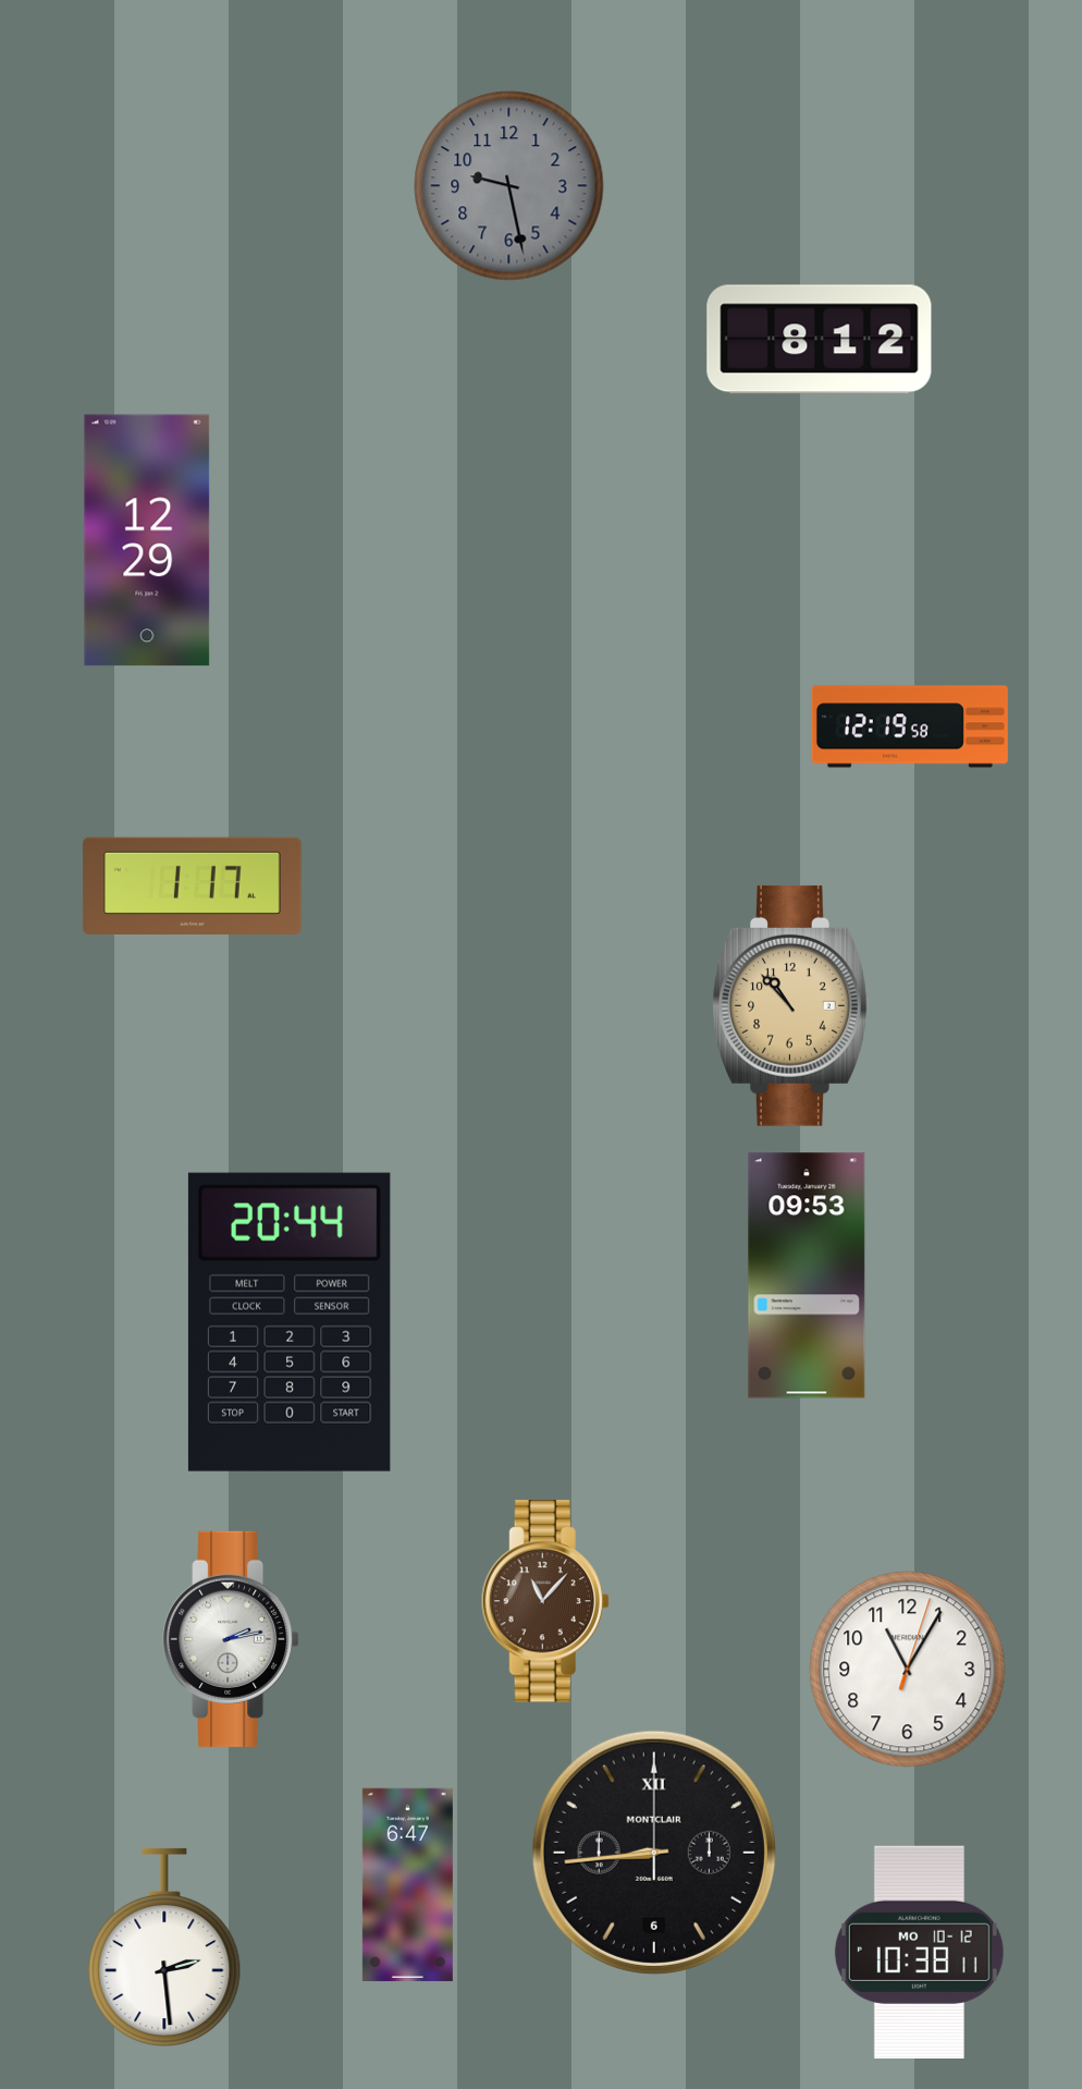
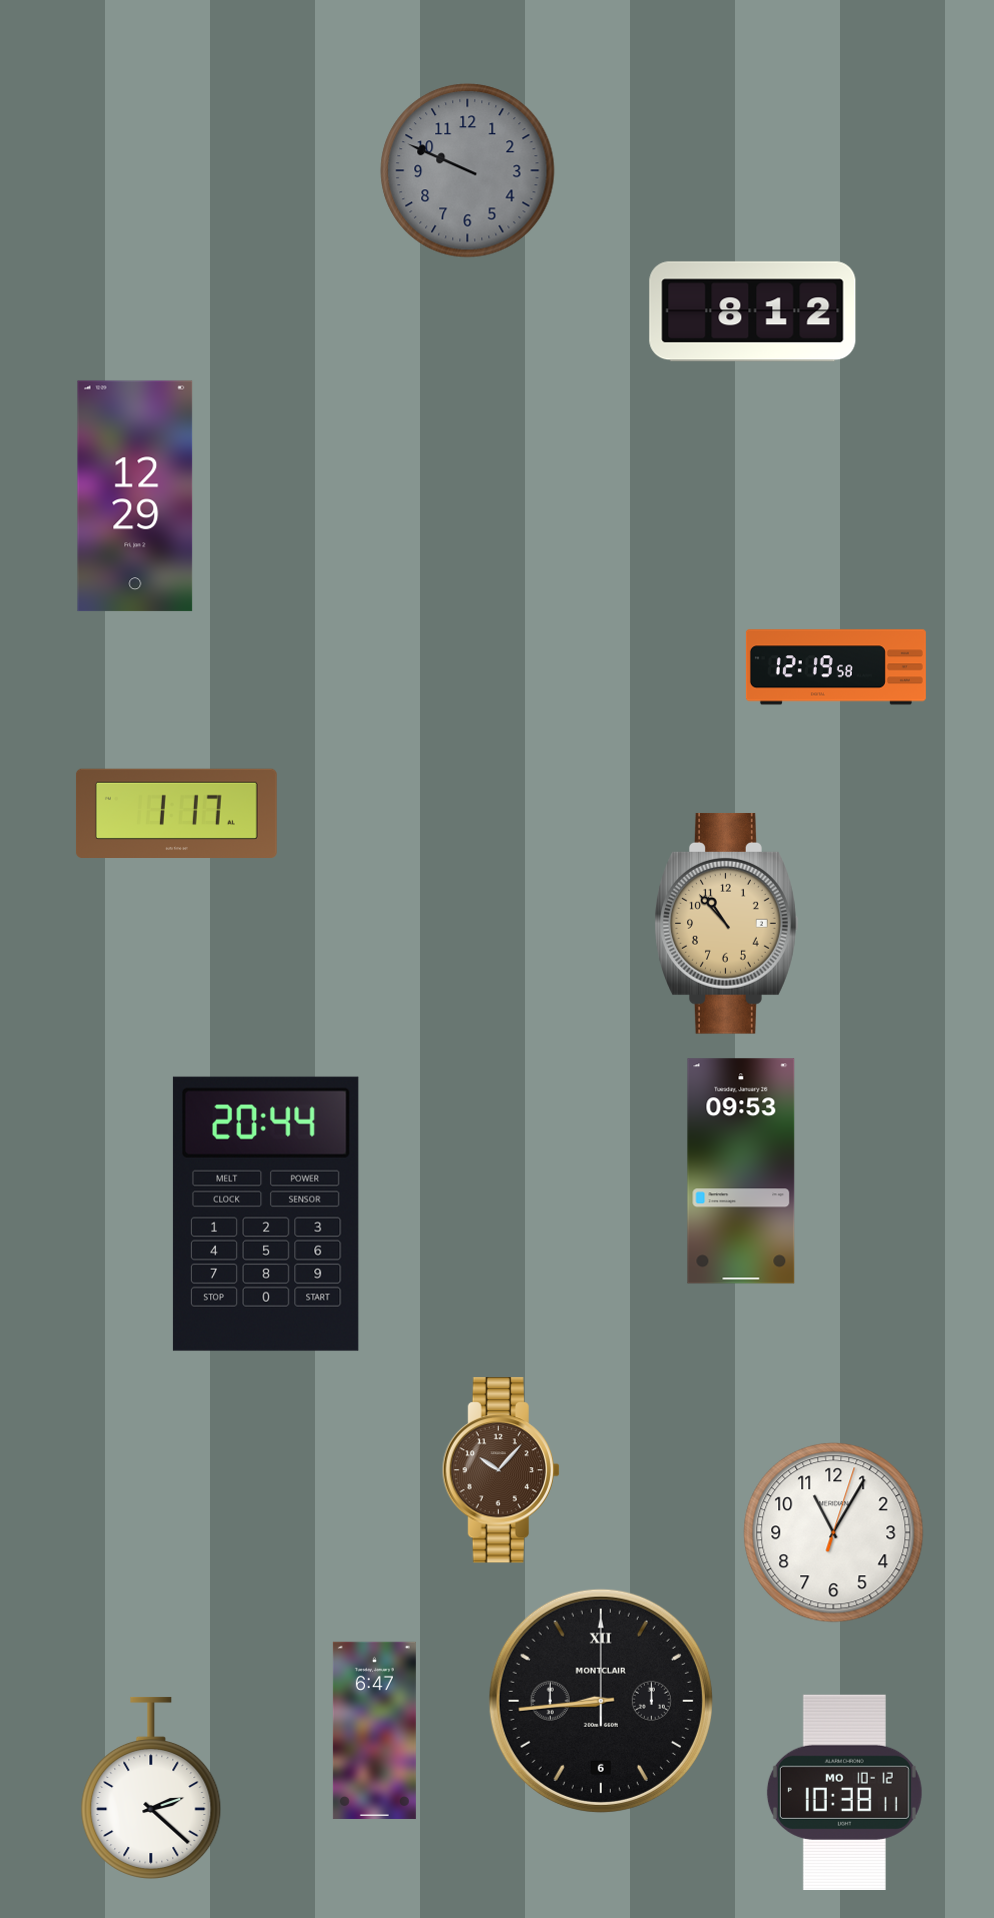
clock at (509, 186): 9:28 -> 9:49
clock at (545, 1601): 11:07 -> 10:07
clock at (231, 1639): 2:13 -> none
clock at (164, 1946): 2:29 -> 2:22
